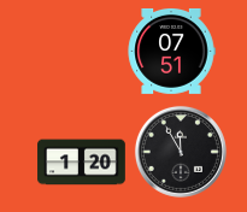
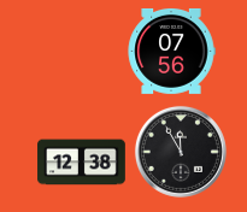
clock at (171, 51): 07:51 -> 07:56
clock at (82, 163): 1:20 -> 12:38
